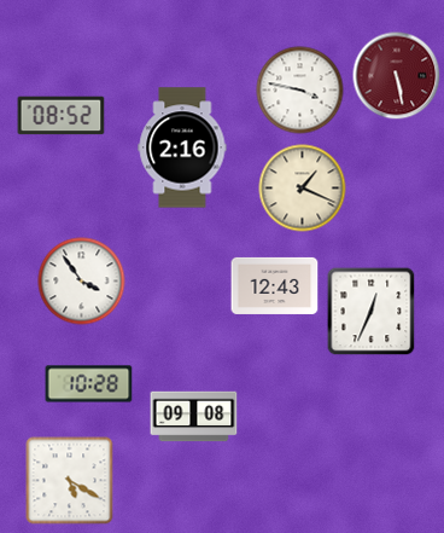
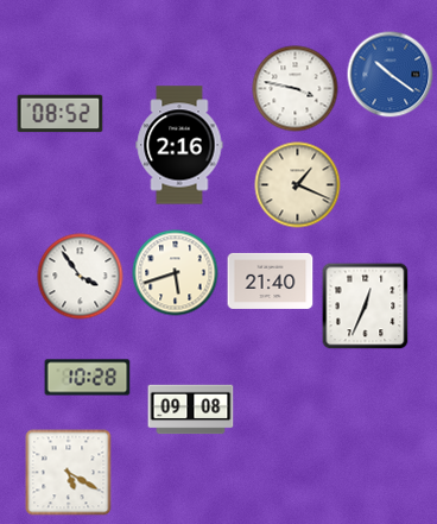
clock at (397, 76): 5:28 -> 10:21
clock at (397, 76) dial: burgundy -> blue
clock at (176, 273): none -> 5:42
clock at (275, 285): 12:43 -> 21:40
